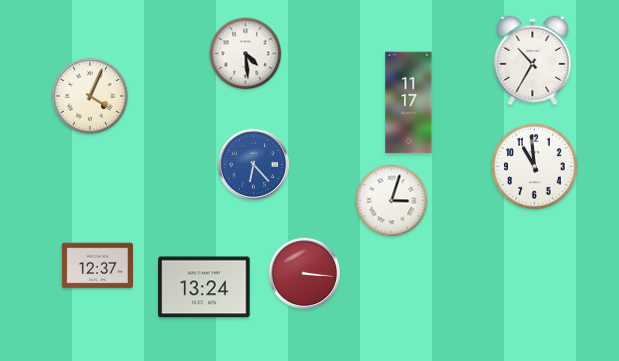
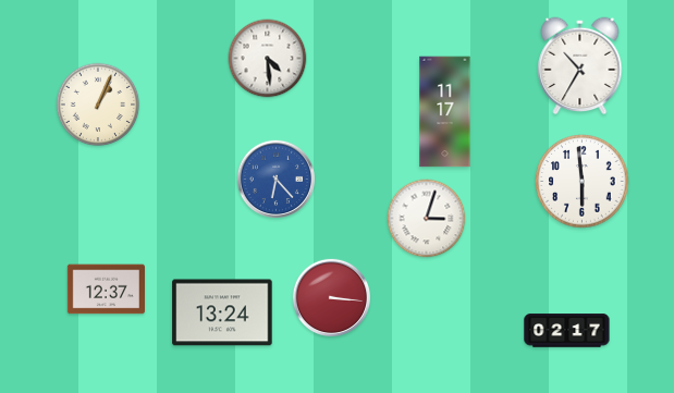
clock at (90, 96): 4:04 -> 1:04
clock at (535, 167): 10:59 -> 5:59
clock at (567, 331): none -> 02:17
